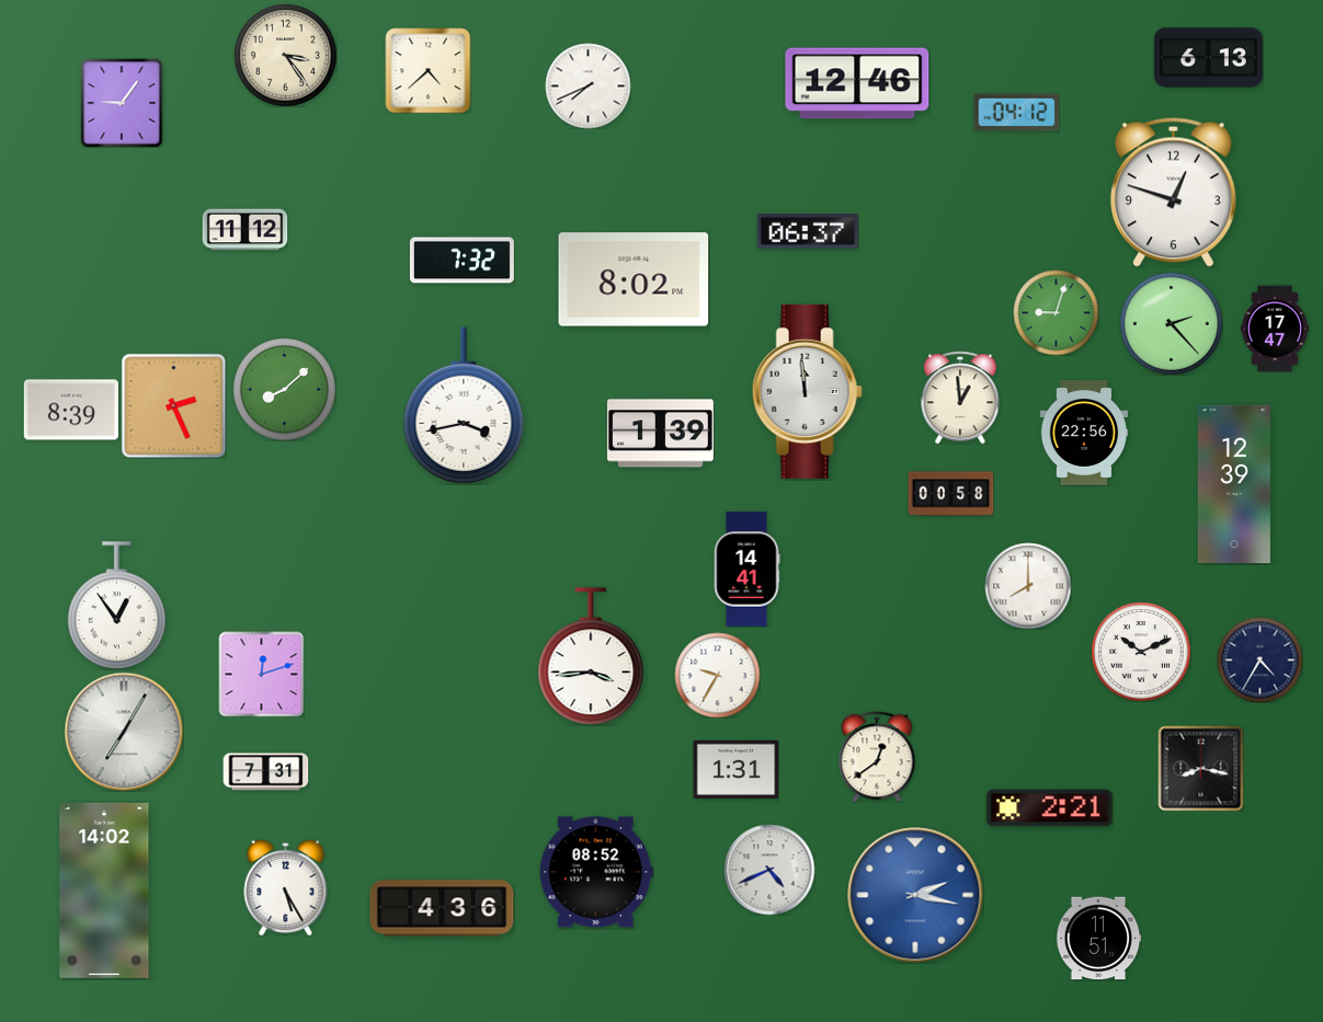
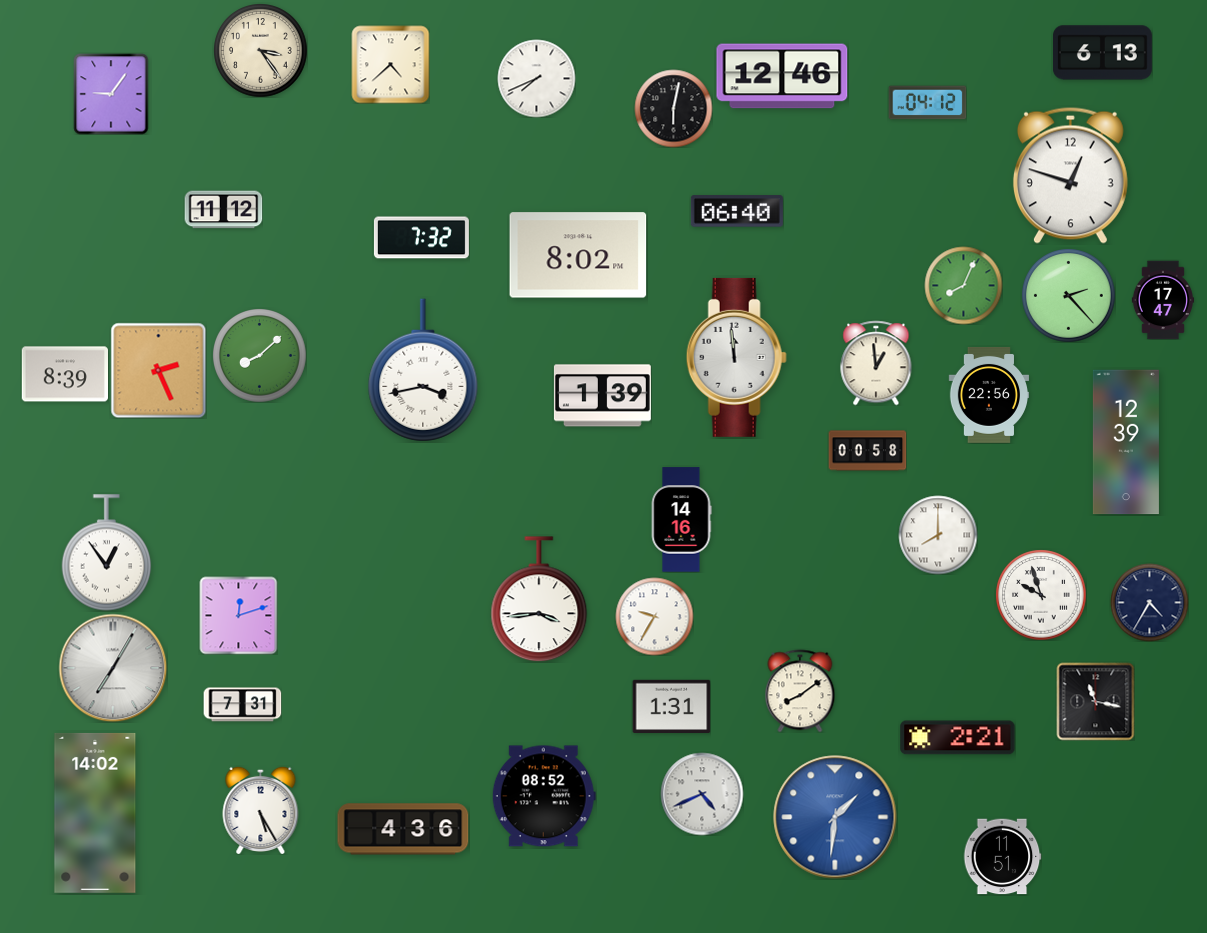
clock at (673, 108): none -> 6:02
clock at (808, 231): 06:37 -> 06:40
clock at (1056, 312): 9:03 -> 8:04
clock at (746, 570): 14:41 -> 14:16
clock at (1141, 652): 10:11 -> 9:57
clock at (877, 757): 12:39 -> 8:09
clock at (1200, 768): 8:17 -> 11:17
clock at (735, 769) position: (735, 769) -> (671, 706)
clock at (915, 895): 2:17 -> 1:31
